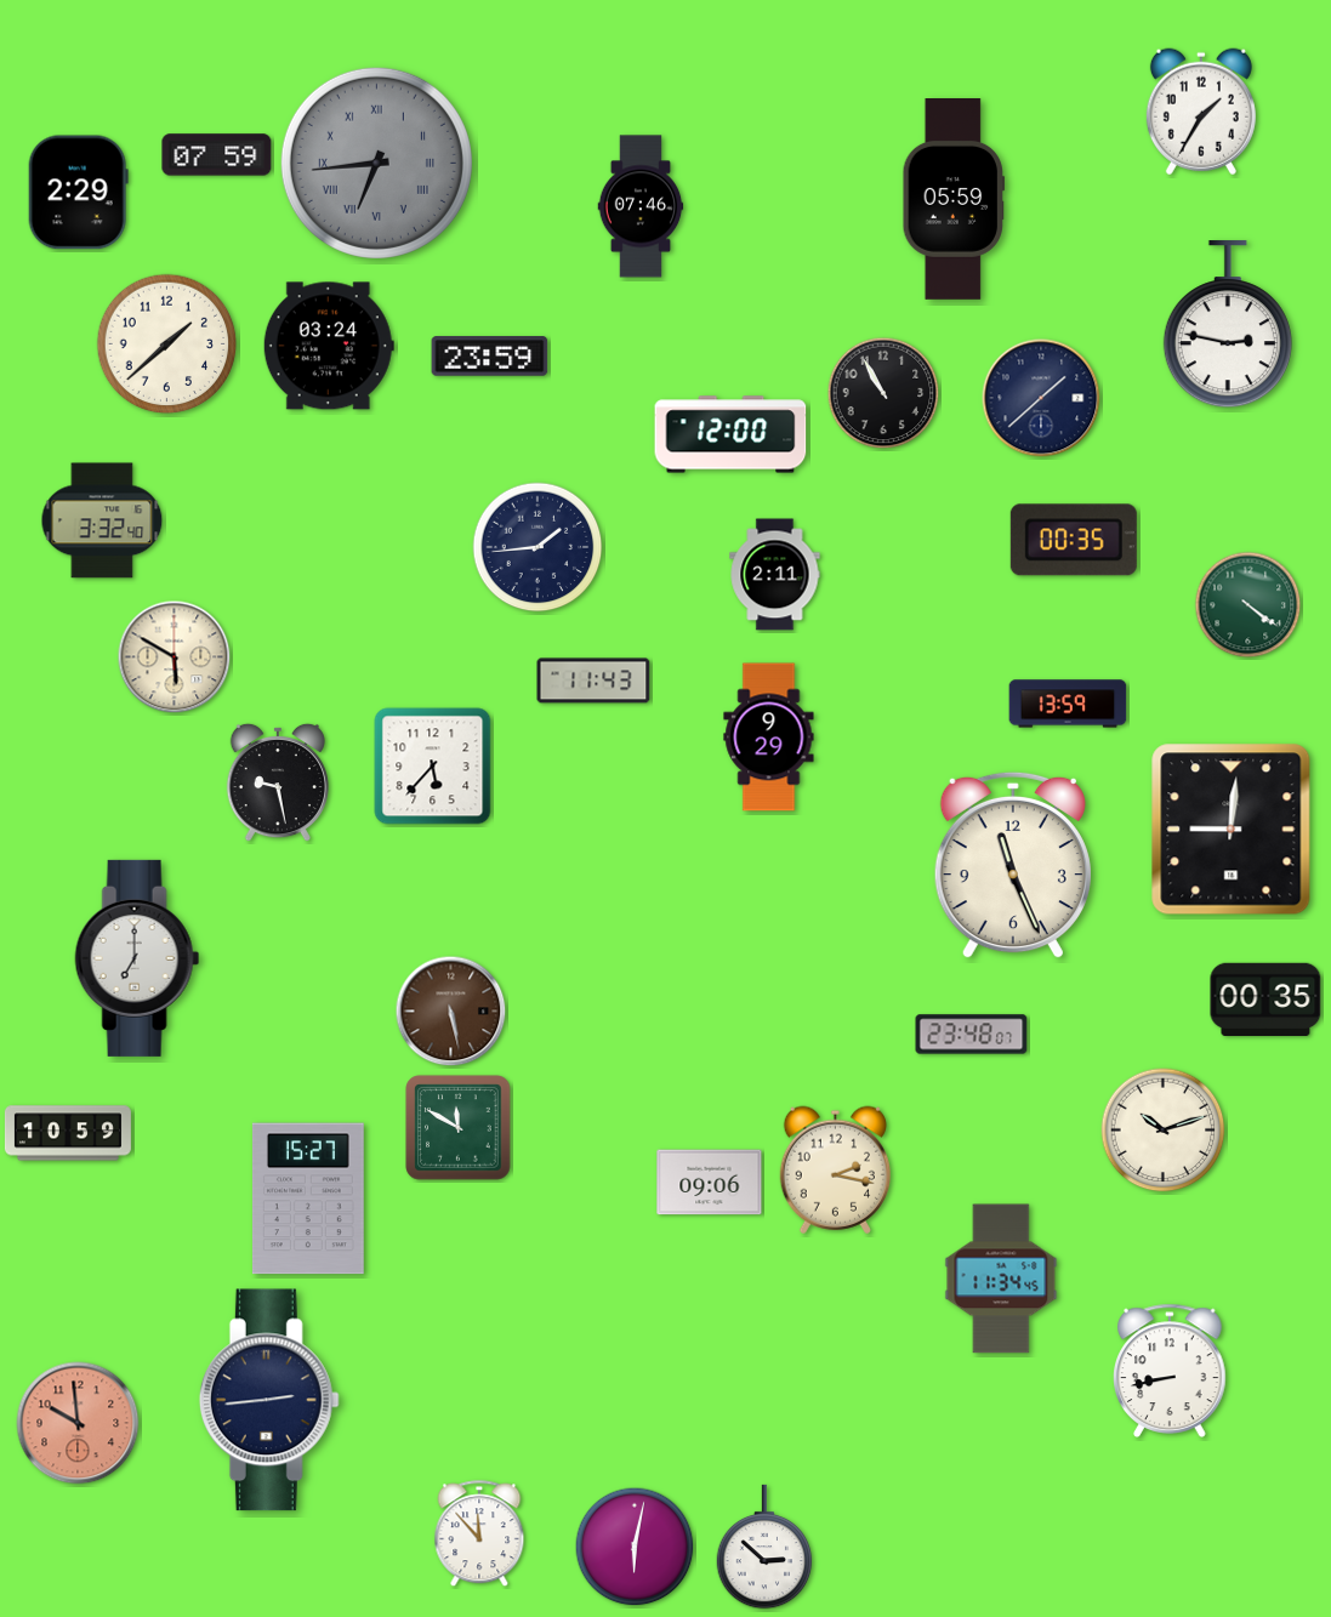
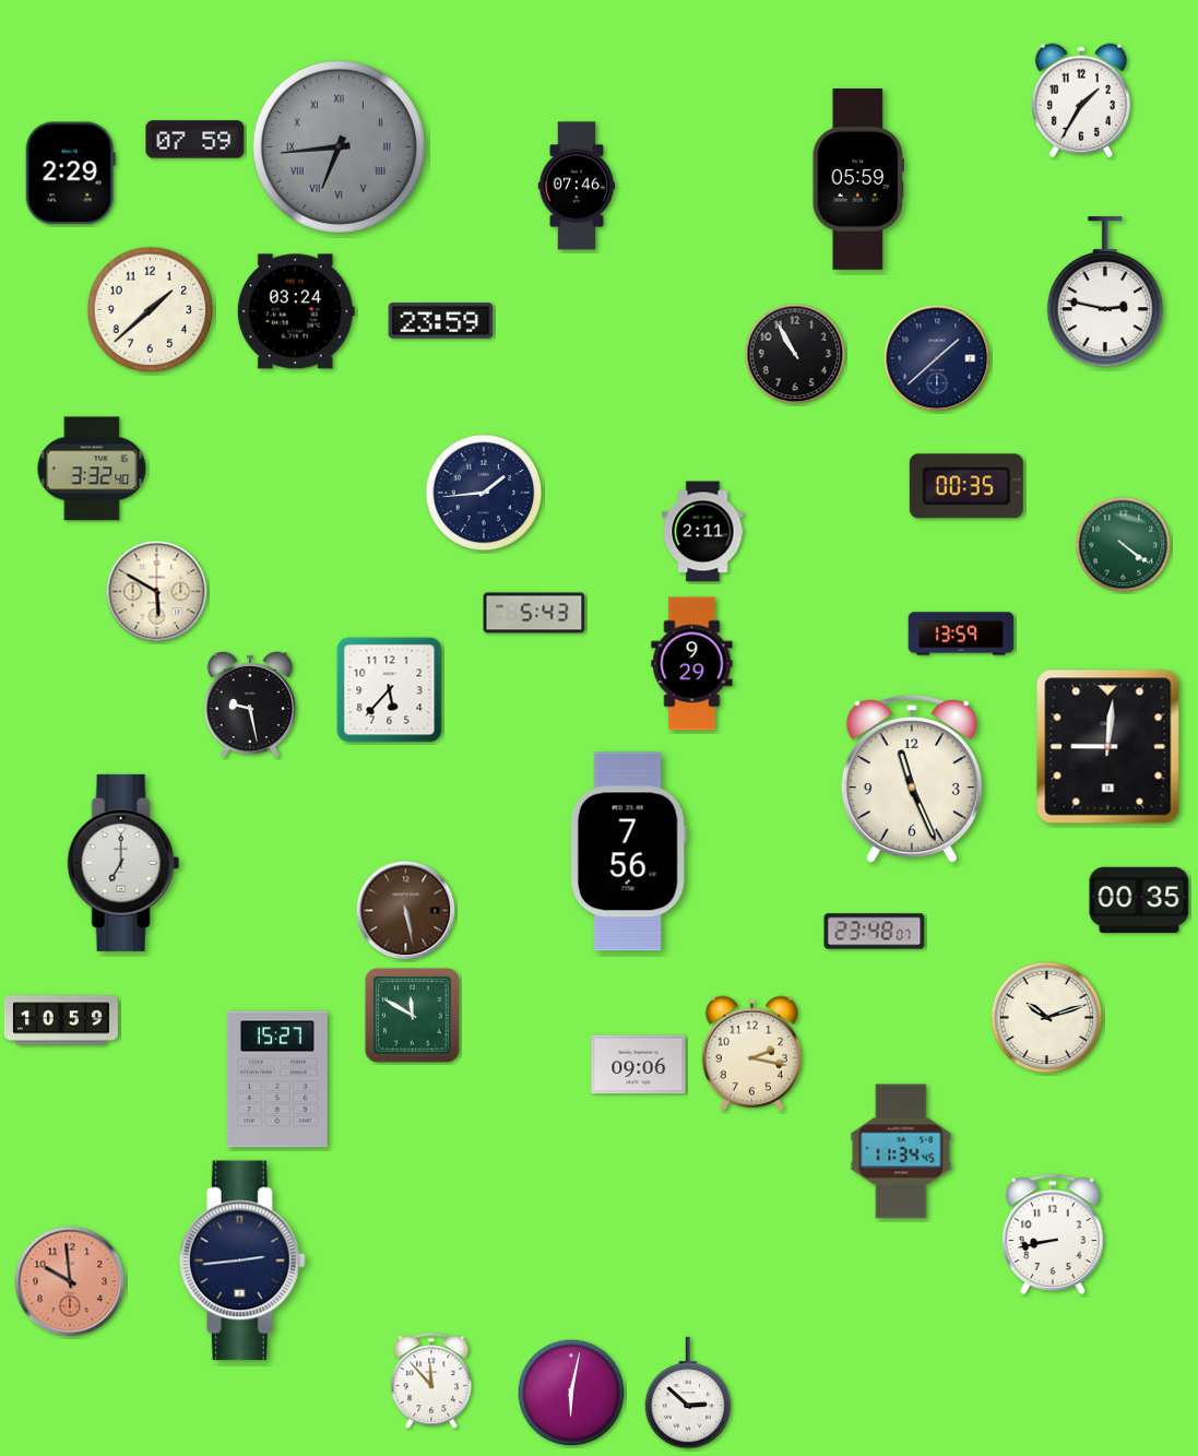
clock at (730, 434): 12:00 -> none
clock at (775, 575) position: (775, 575) -> (703, 532)
clock at (593, 681): 11:43 -> 5:43
clock at (628, 852): none -> 7:56
